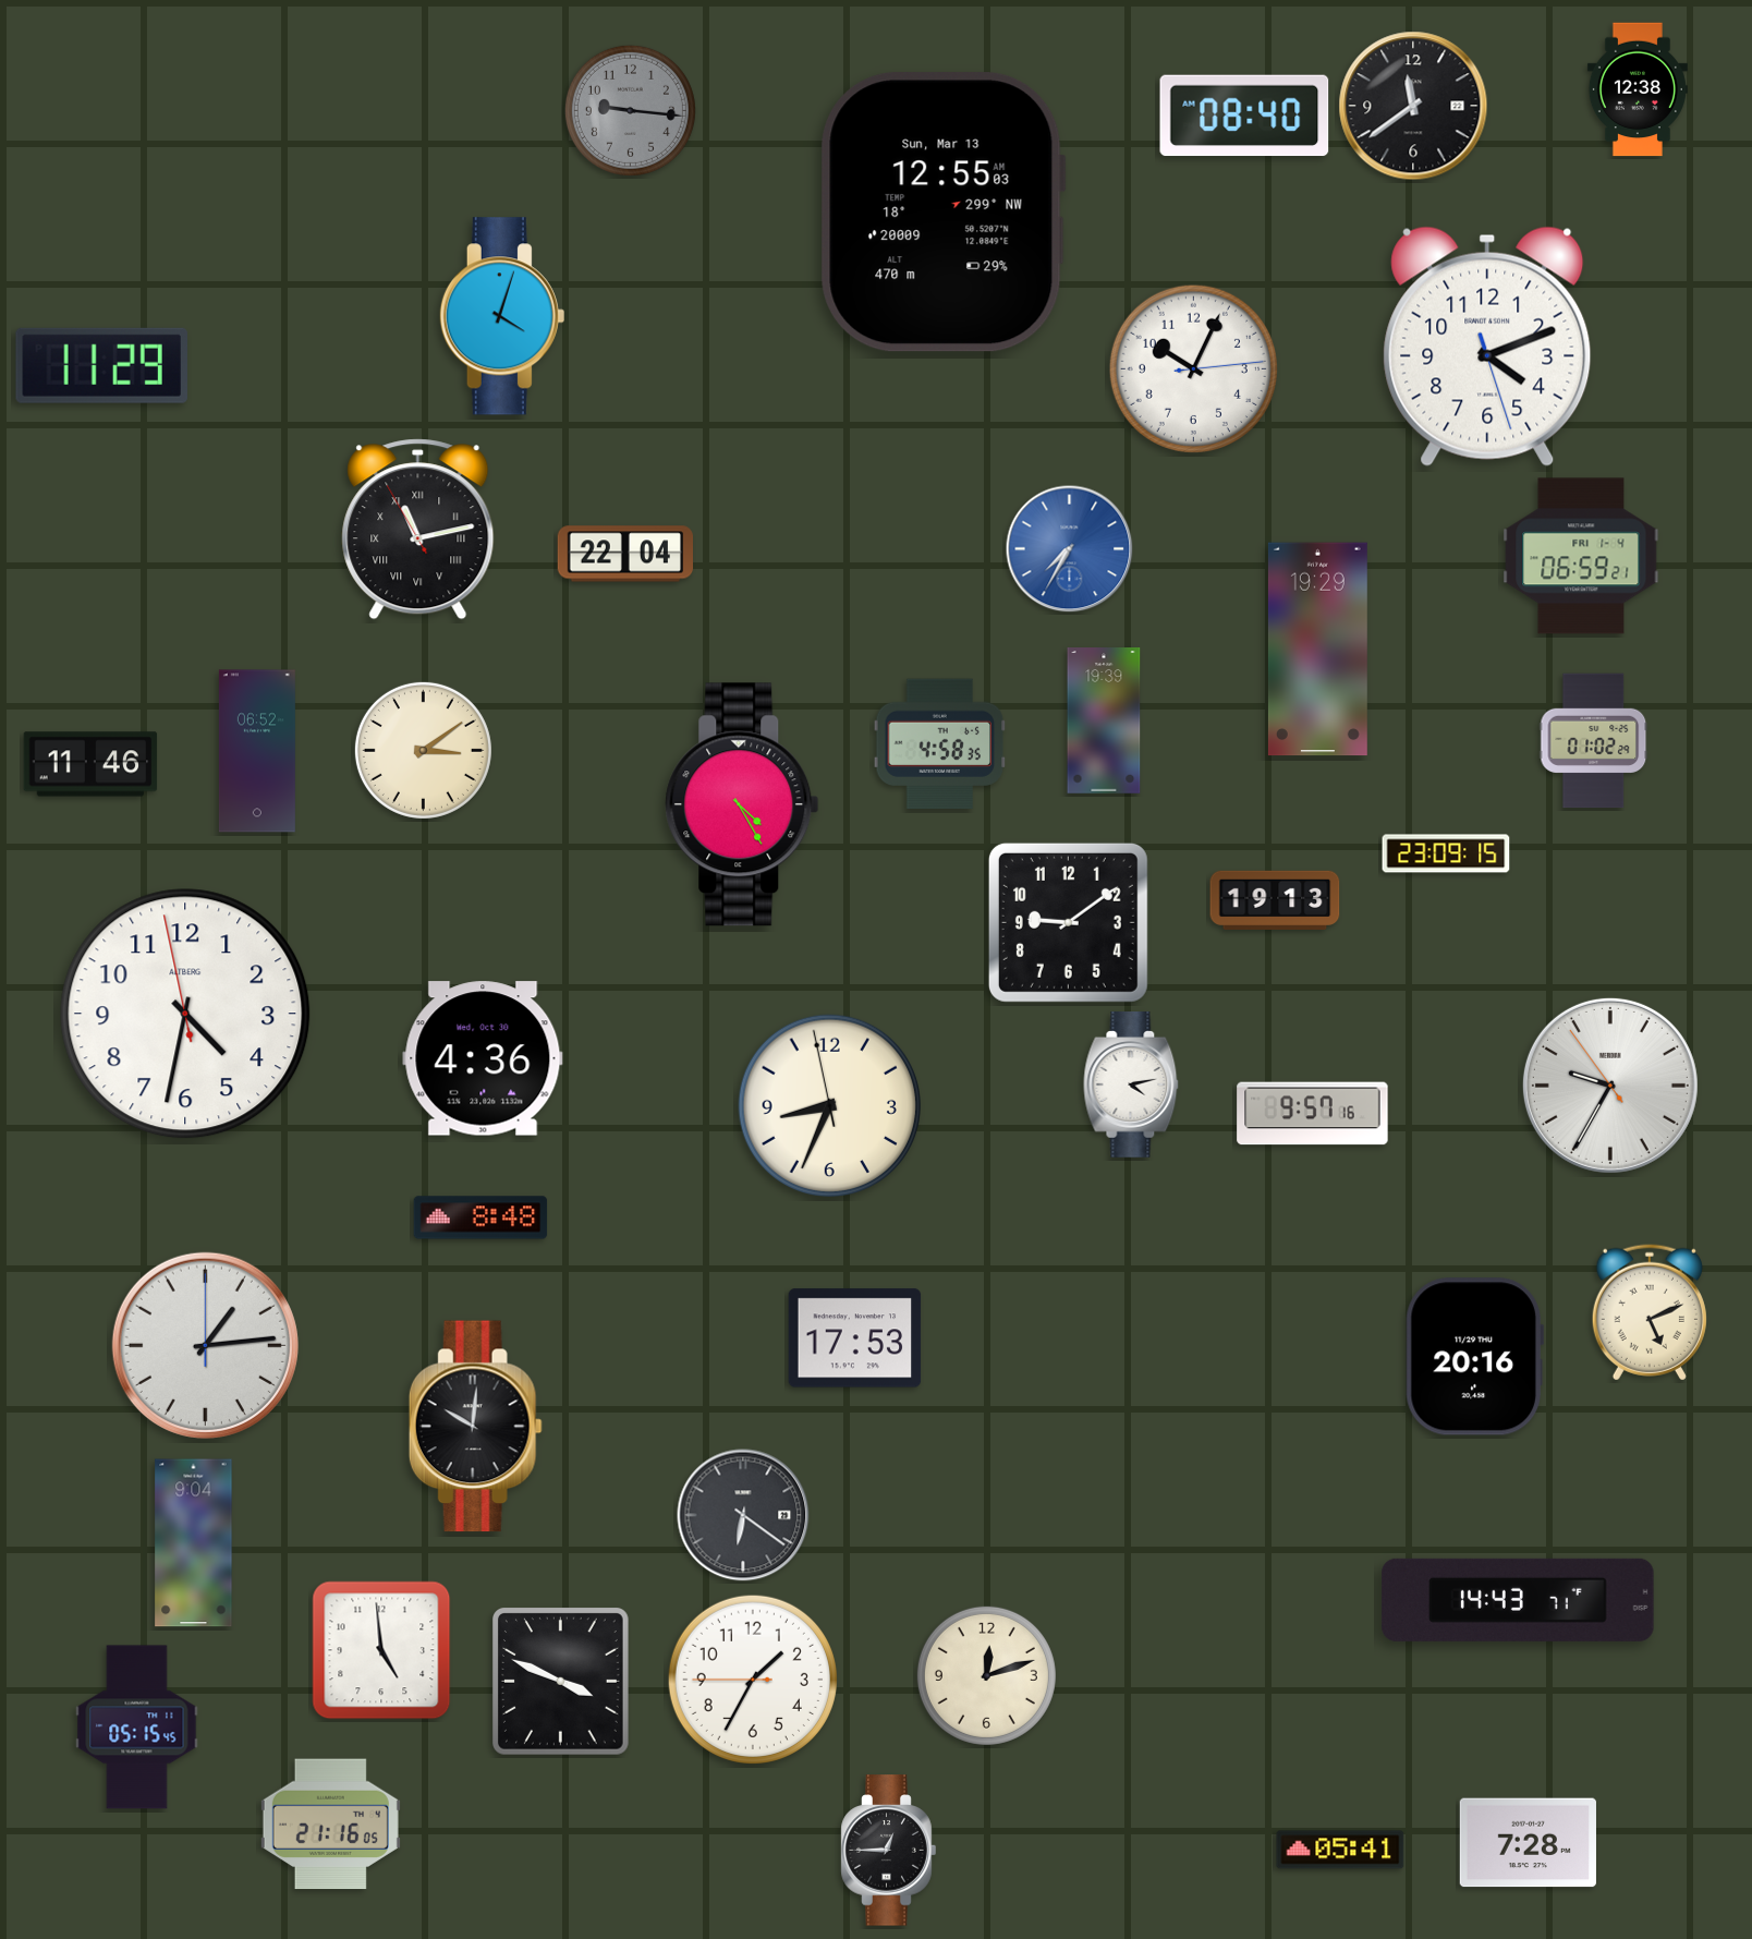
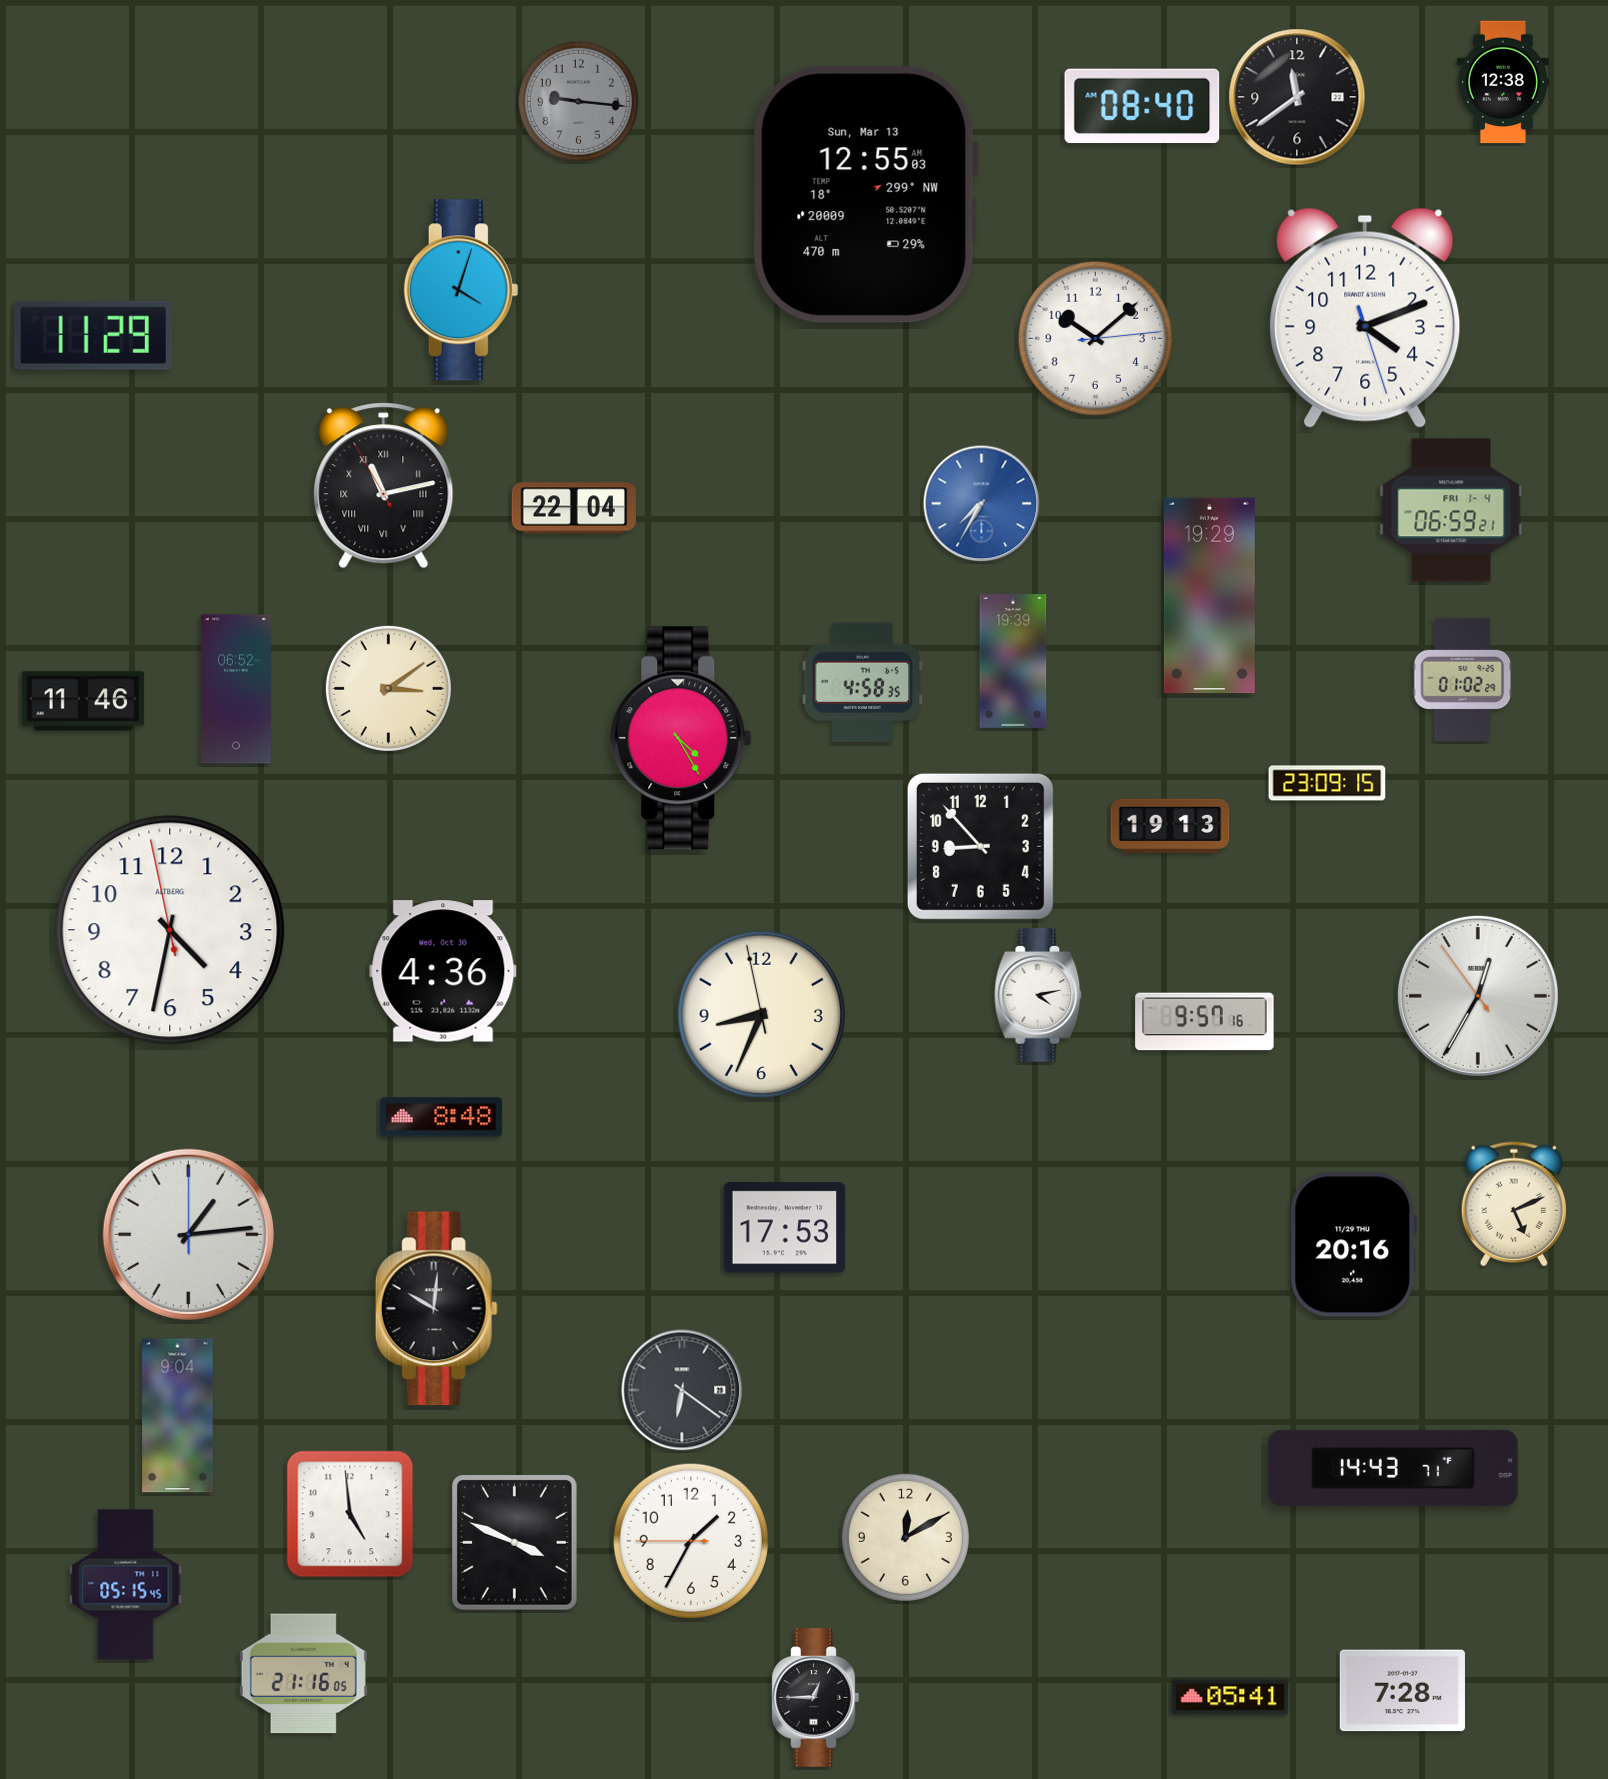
clock at (1193, 368): 10:04 -> 10:08
clock at (1068, 922): 9:09 -> 8:53
clock at (1610, 1086): 9:34 -> 12:34
clock at (986, 1675): 12:12 -> 12:10
